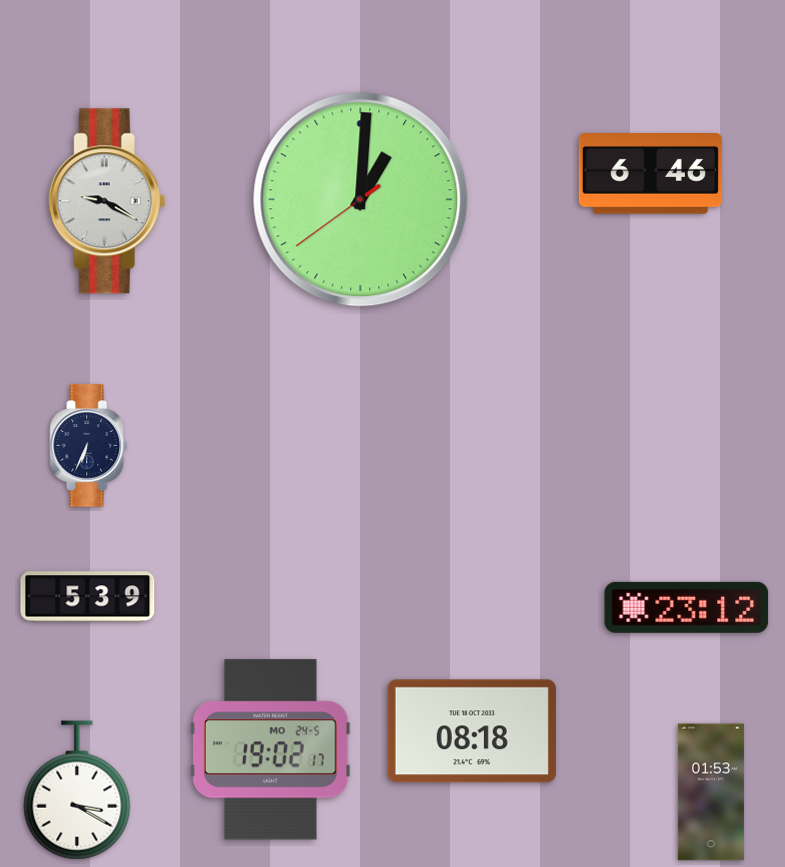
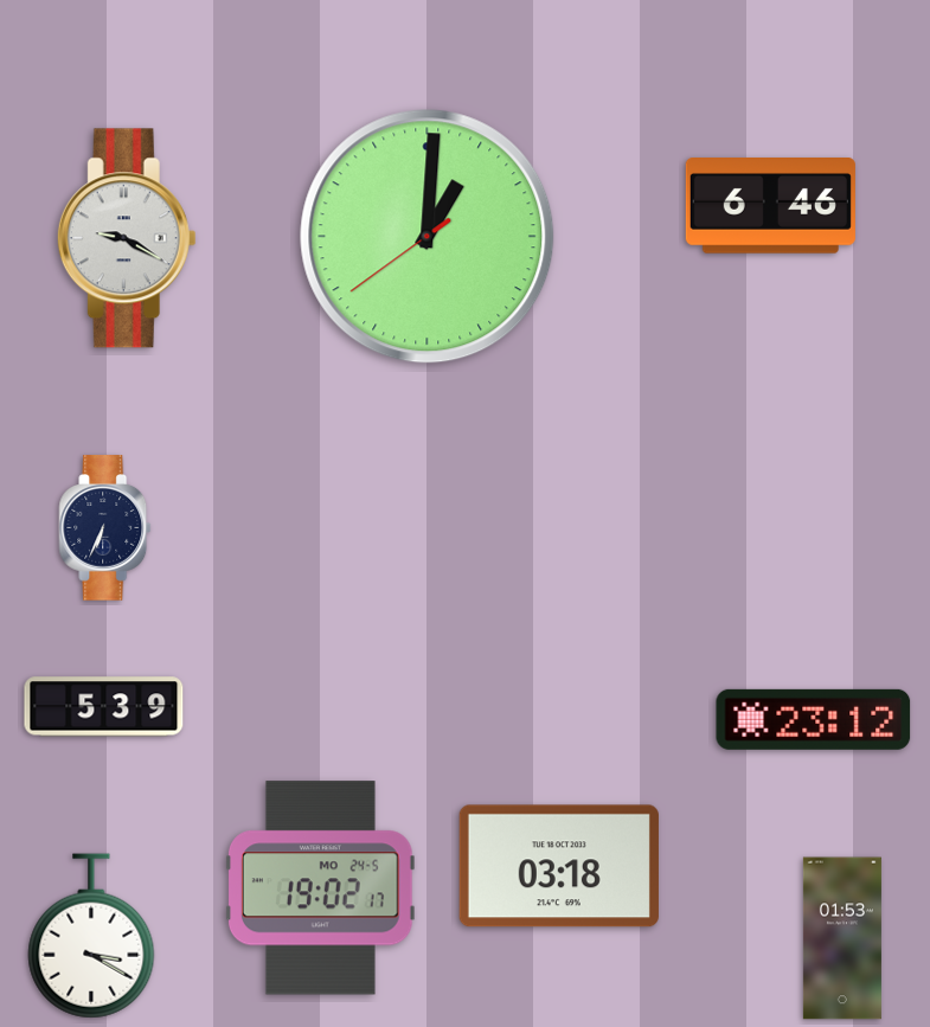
clock at (472, 731): 08:18 -> 03:18
